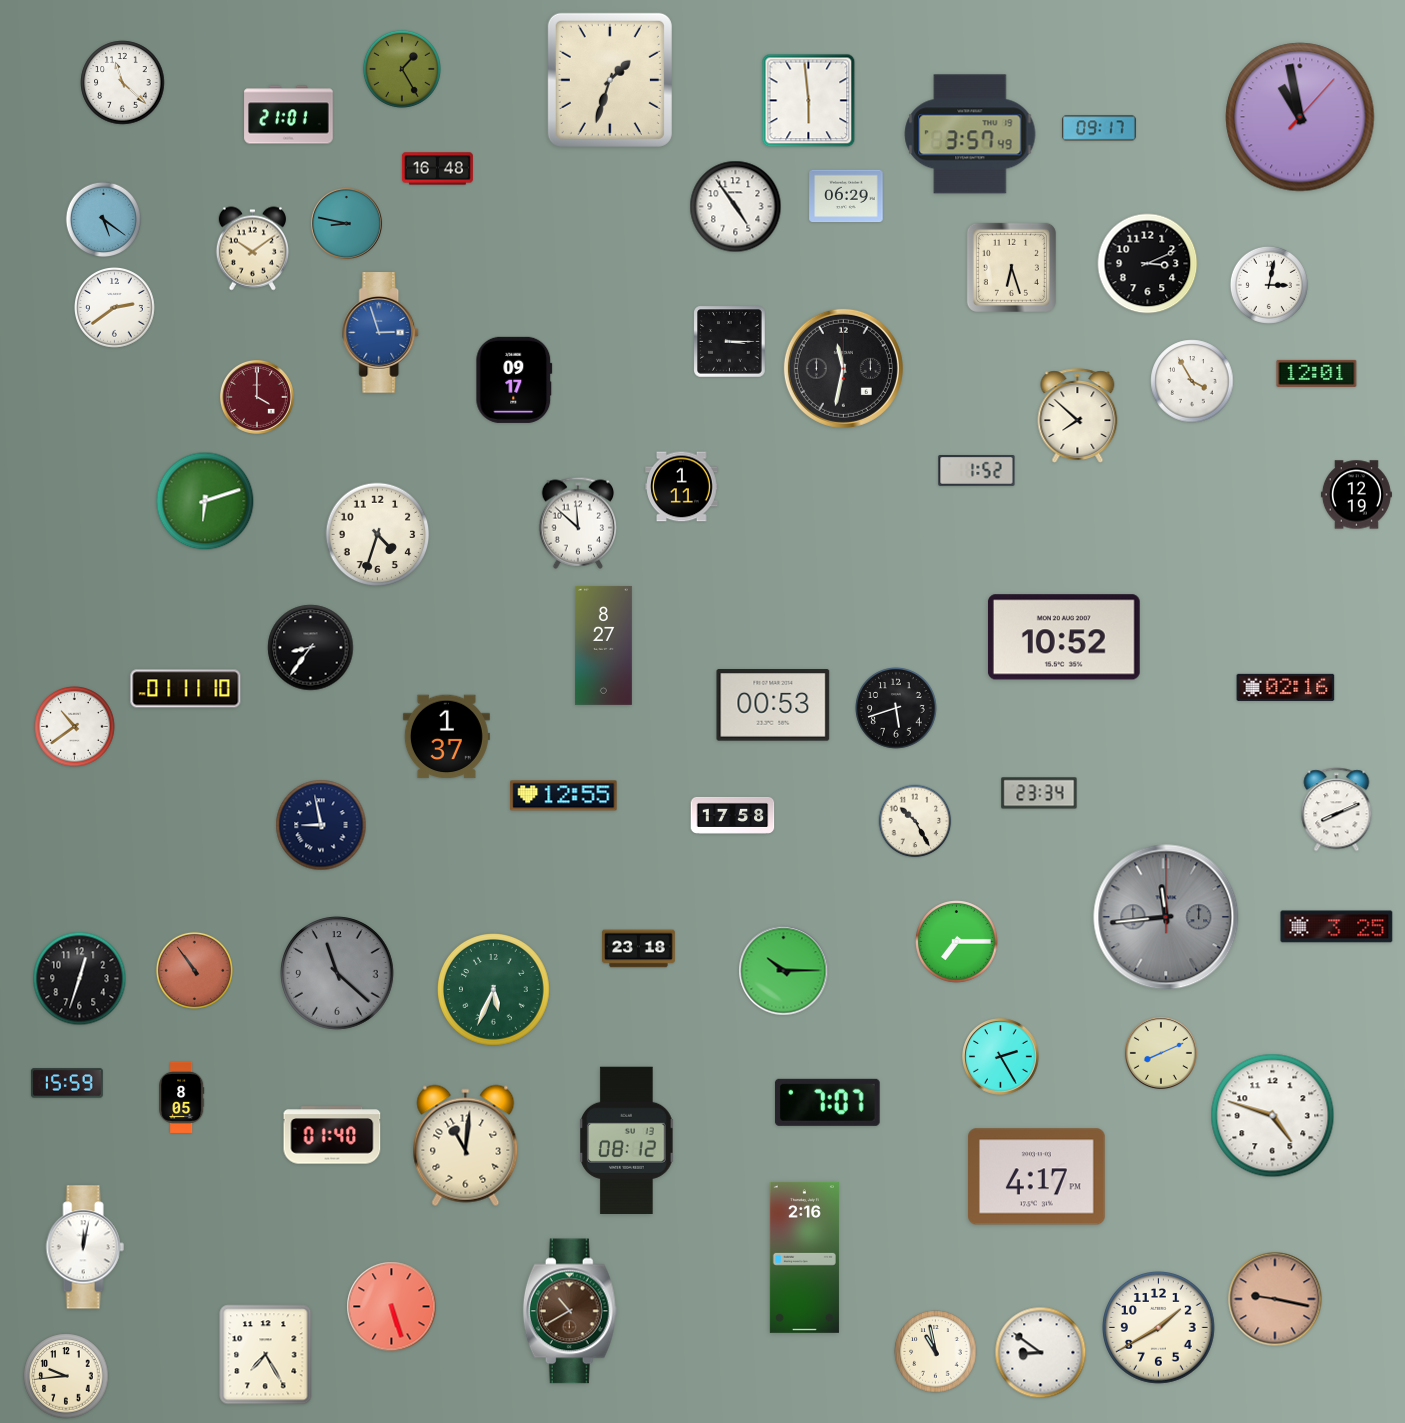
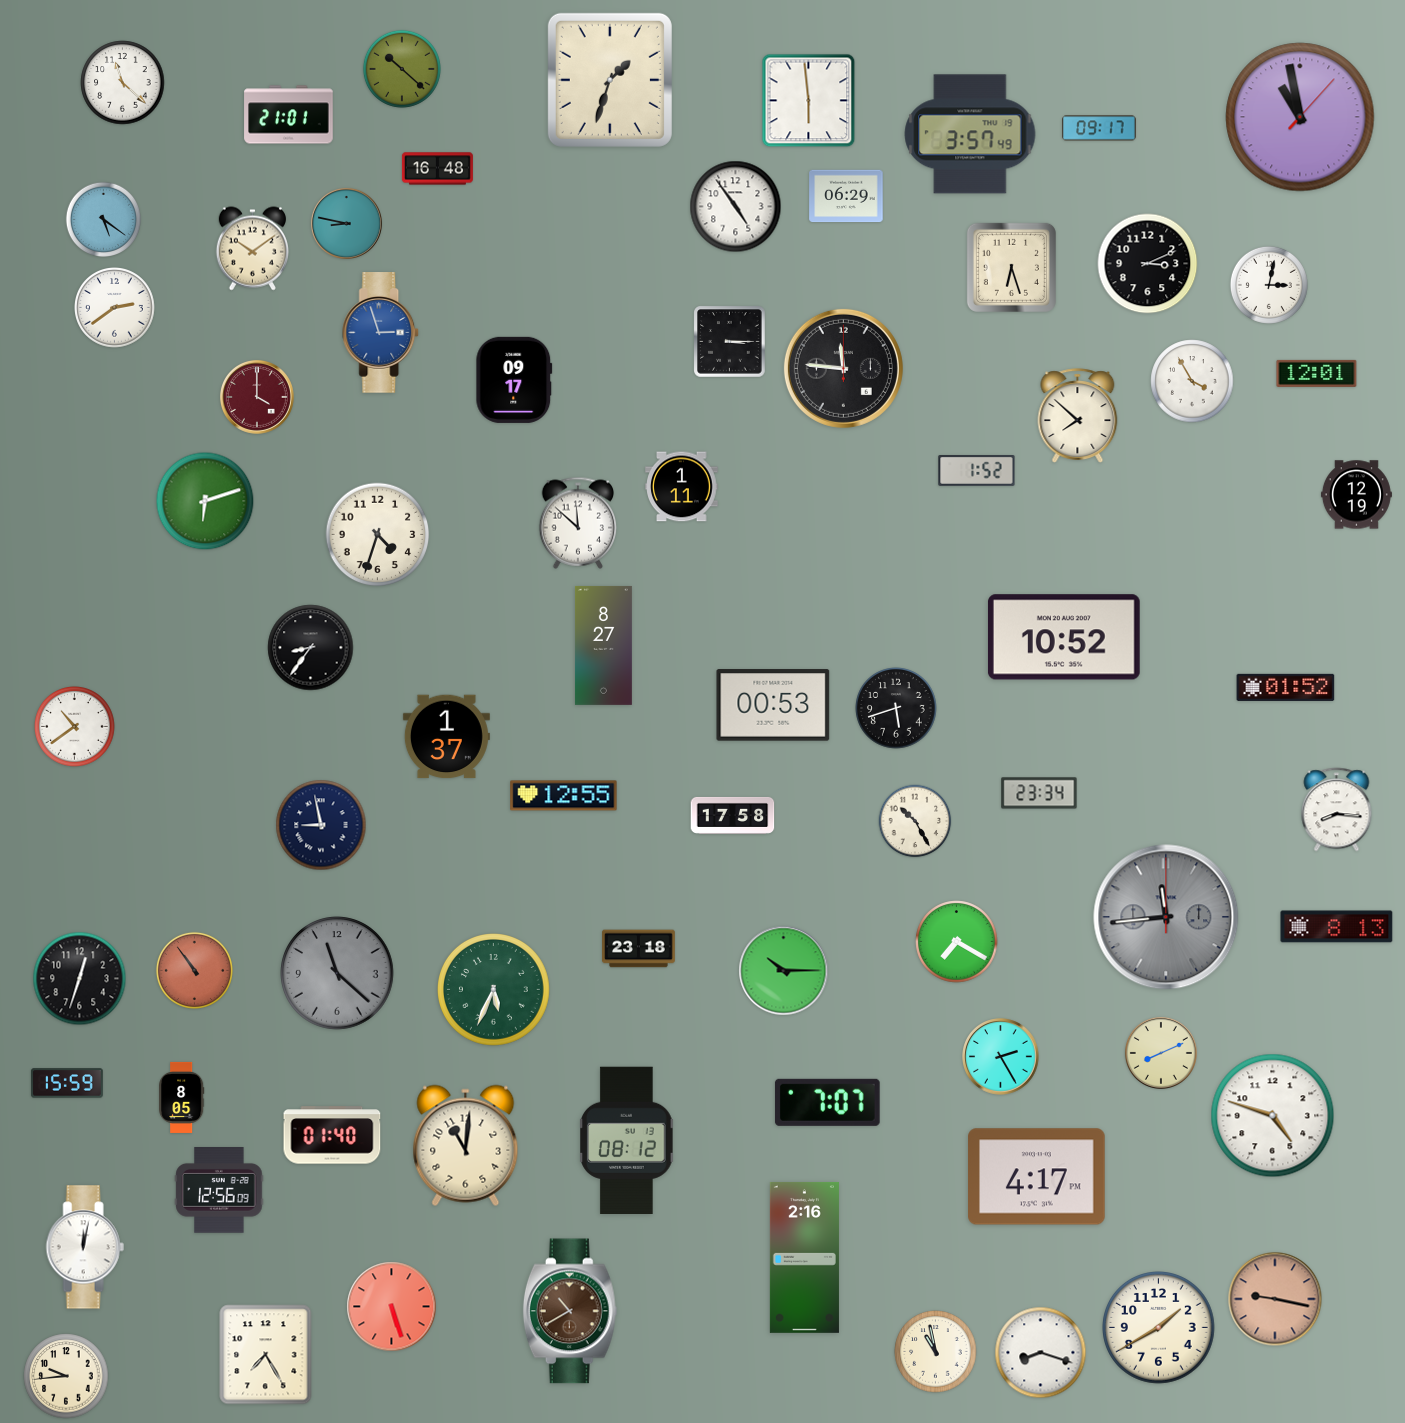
clock at (402, 69): 1:25 -> 10:22
clock at (843, 368): 11:32 -> 11:46
clock at (1286, 687): 02:16 -> 01:52
clock at (186, 689): 01:11 -> none
clock at (1337, 810): 8:11 -> 8:16
clock at (1337, 927): 3:25 -> 8:13
clock at (957, 942): 7:15 -> 7:20
clock at (219, 1191): none -> 12:56
clock at (1041, 1353): 8:51 -> 8:18
